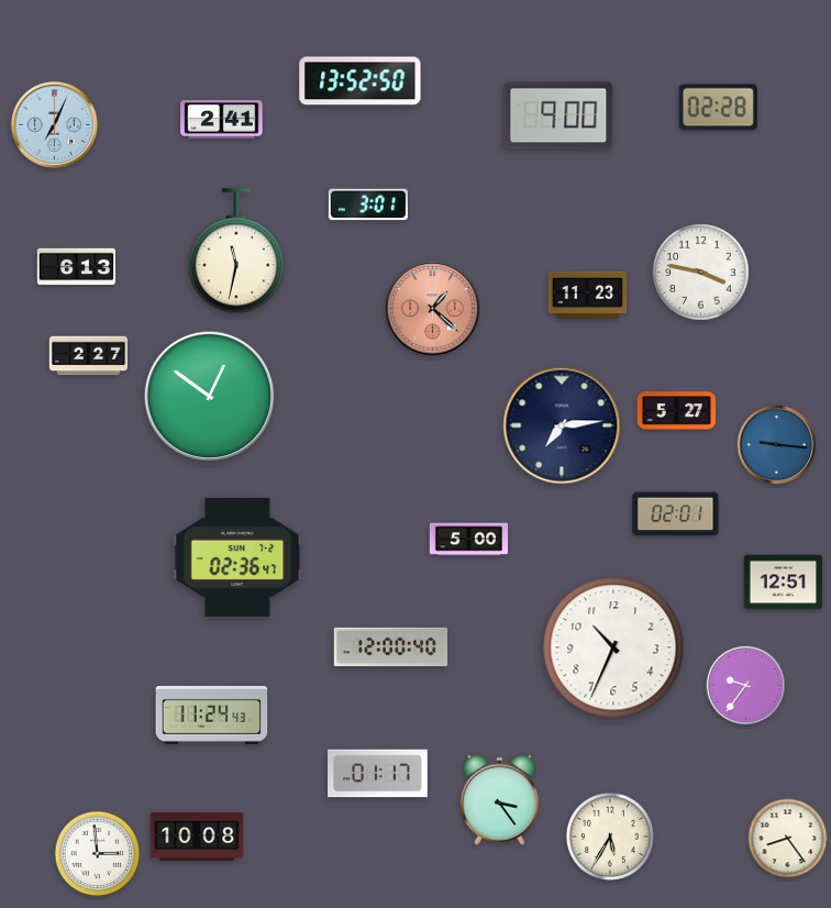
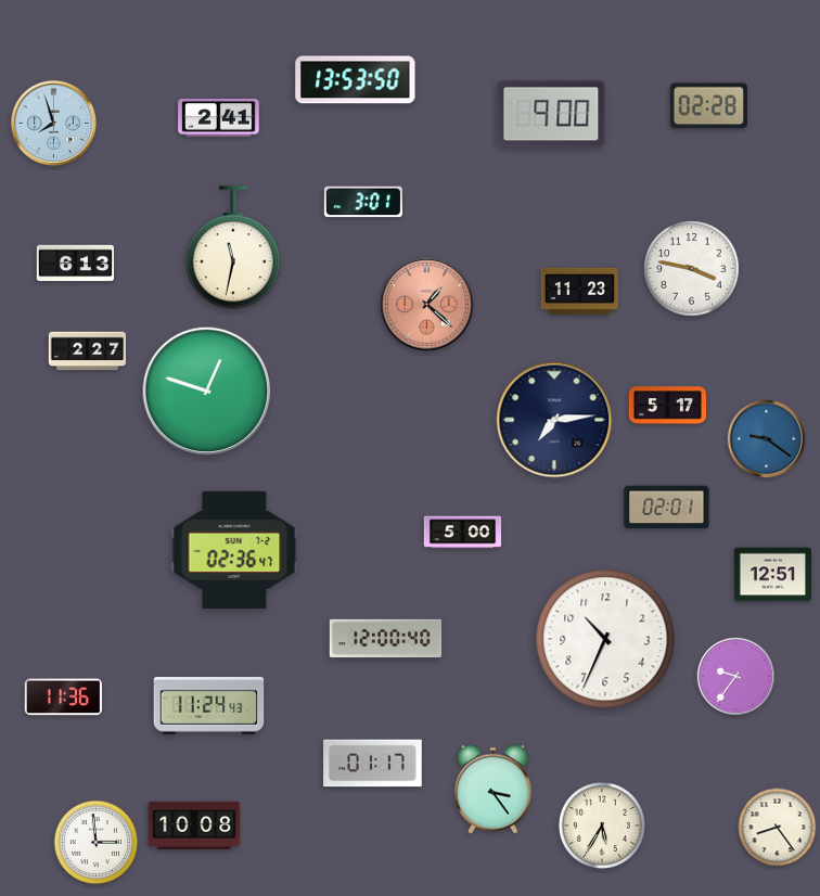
clock at (361, 81): 13:52 -> 13:53
clock at (54, 124): 7:04 -> 7:57
clock at (210, 397): 12:51 -> 12:48
clock at (676, 411): 5:27 -> 5:17
clock at (777, 445): 9:16 -> 9:21
clock at (63, 697): none -> 11:36
